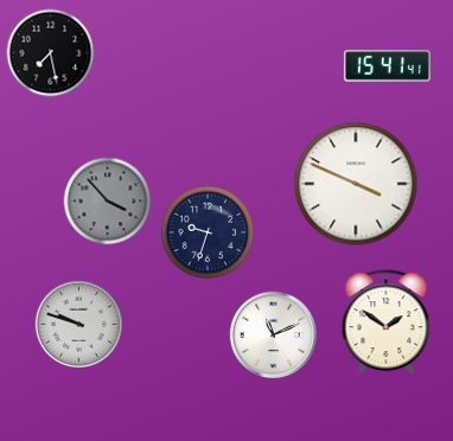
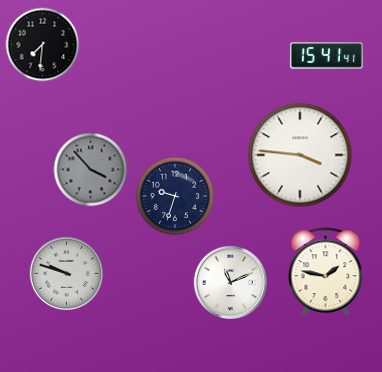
clock at (51, 53): 7:28 -> 7:31
clock at (356, 184): 3:49 -> 3:46
clock at (387, 321): 1:51 -> 1:47
